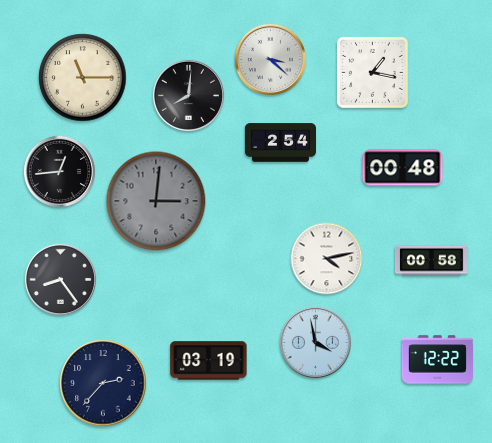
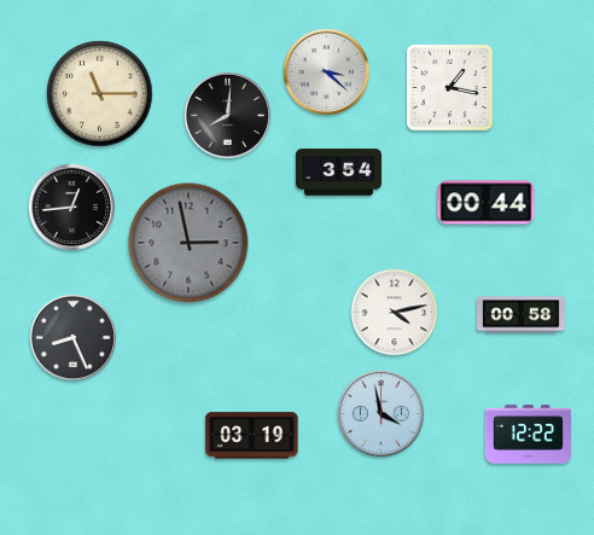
clock at (280, 143): 2:54 -> 3:54
clock at (403, 168): 00:48 -> 00:44
clock at (156, 201): 3:01 -> 2:58
clock at (60, 279): 8:24 -> 8:26
clock at (103, 383): 2:37 -> none
